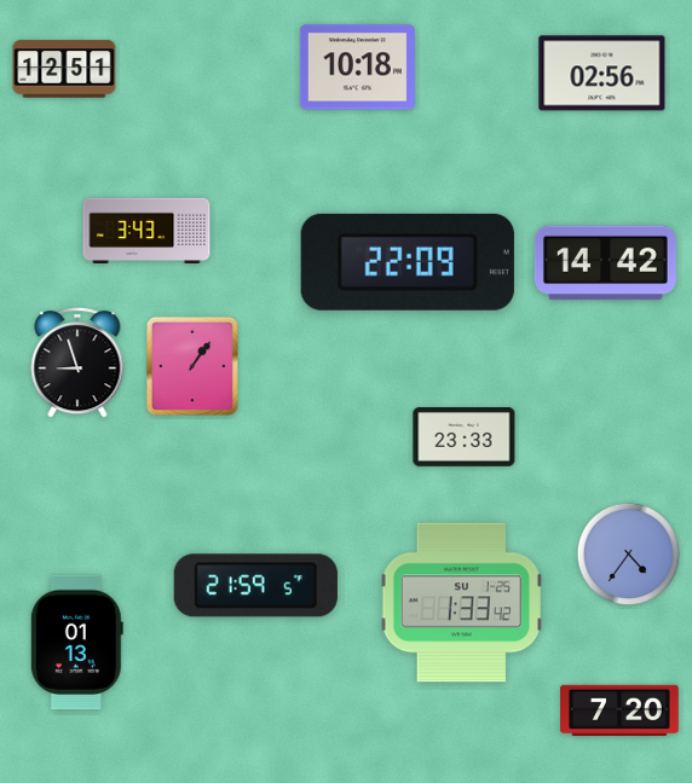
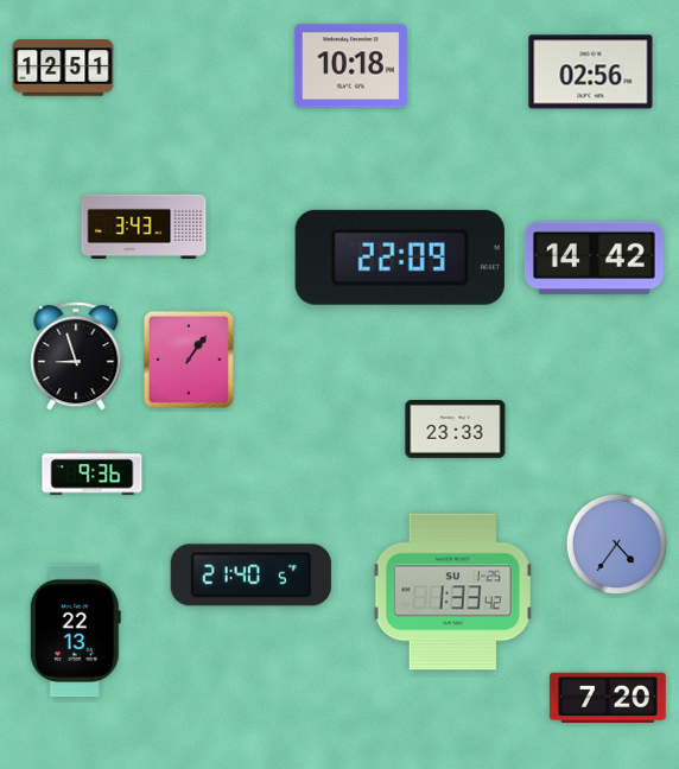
clock at (93, 474): none -> 9:36
clock at (255, 586): 21:59 -> 21:40
clock at (76, 643): 01:13 -> 22:13
